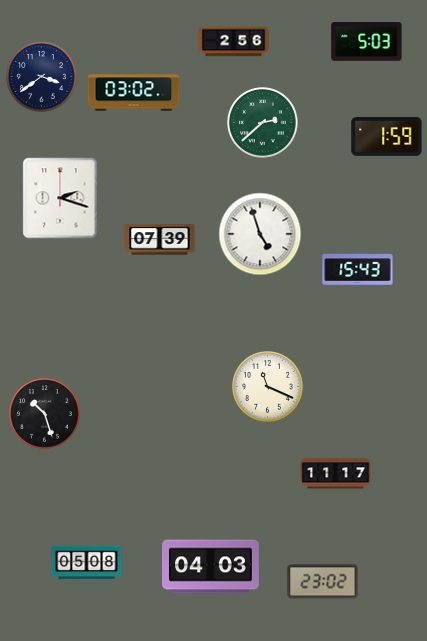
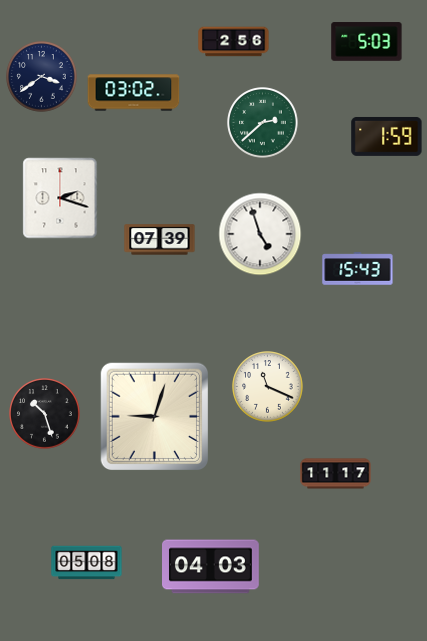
clock at (155, 417): none -> 9:03
clock at (323, 582): 23:02 -> none
